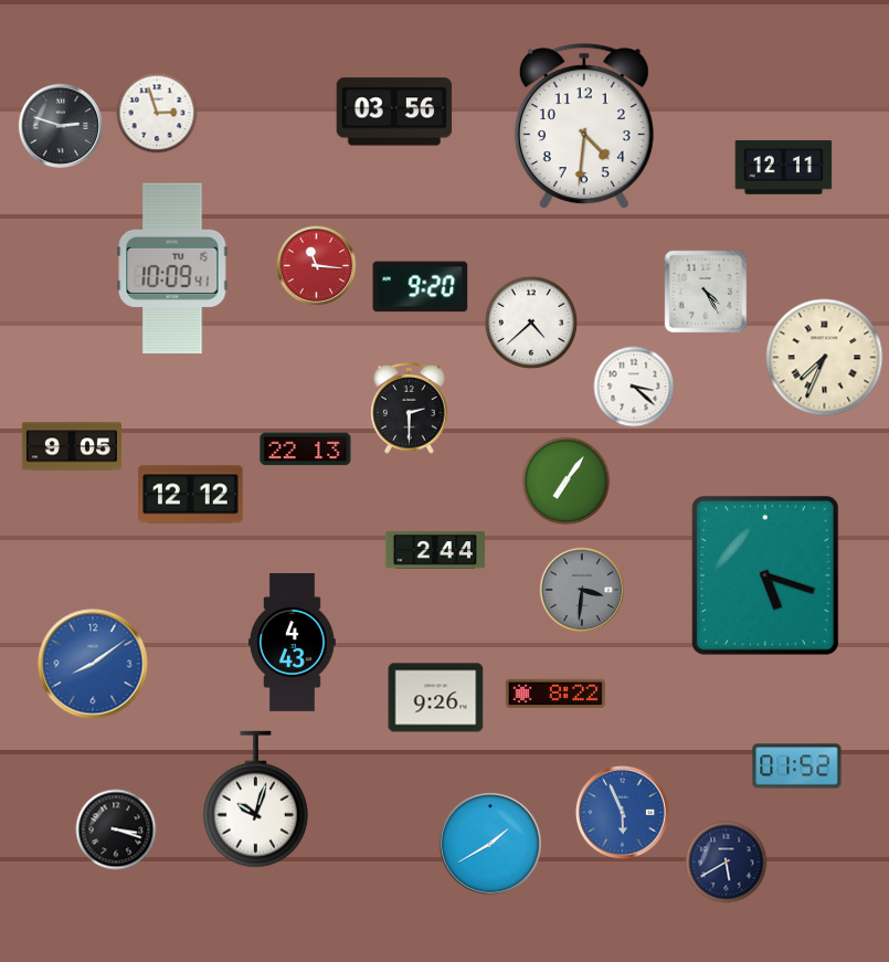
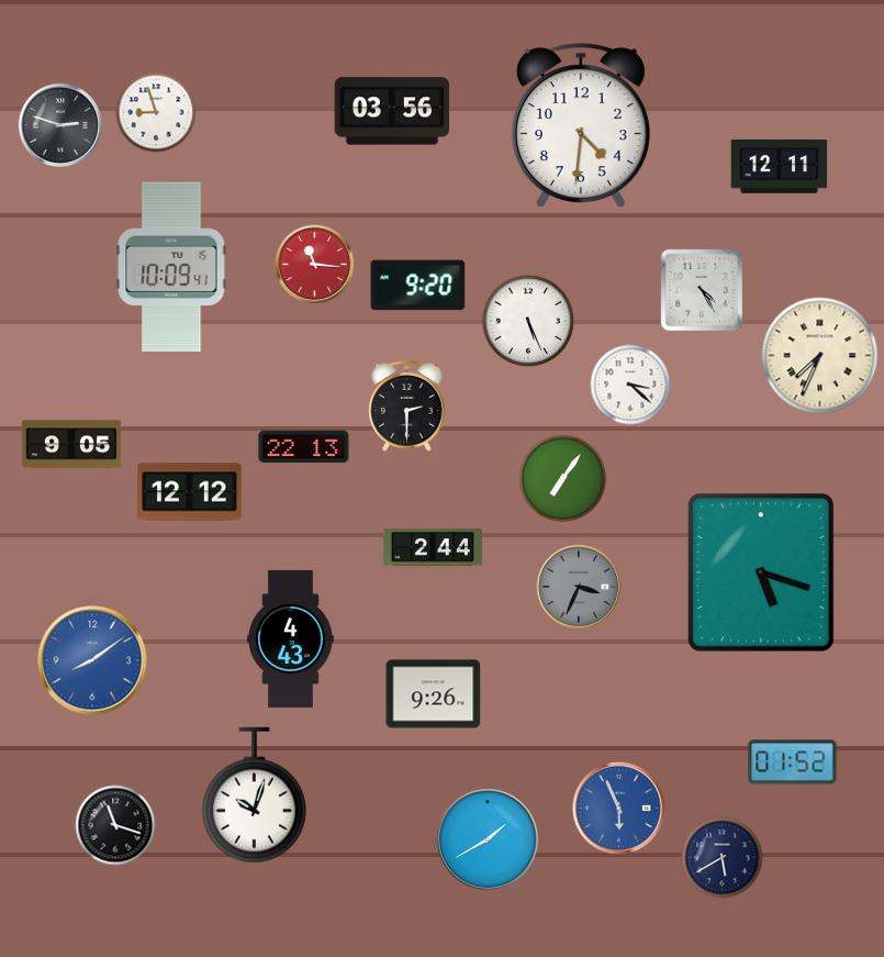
clock at (157, 113): 2:57 -> 8:57
clock at (530, 321): 4:38 -> 5:26
clock at (582, 590): 3:31 -> 3:34
clock at (555, 694): 8:22 -> none
clock at (116, 829): 3:18 -> 11:18
